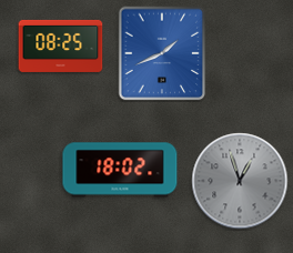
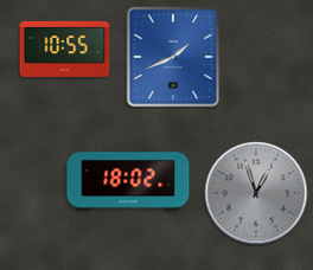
clock at (61, 45): 08:25 -> 10:55
